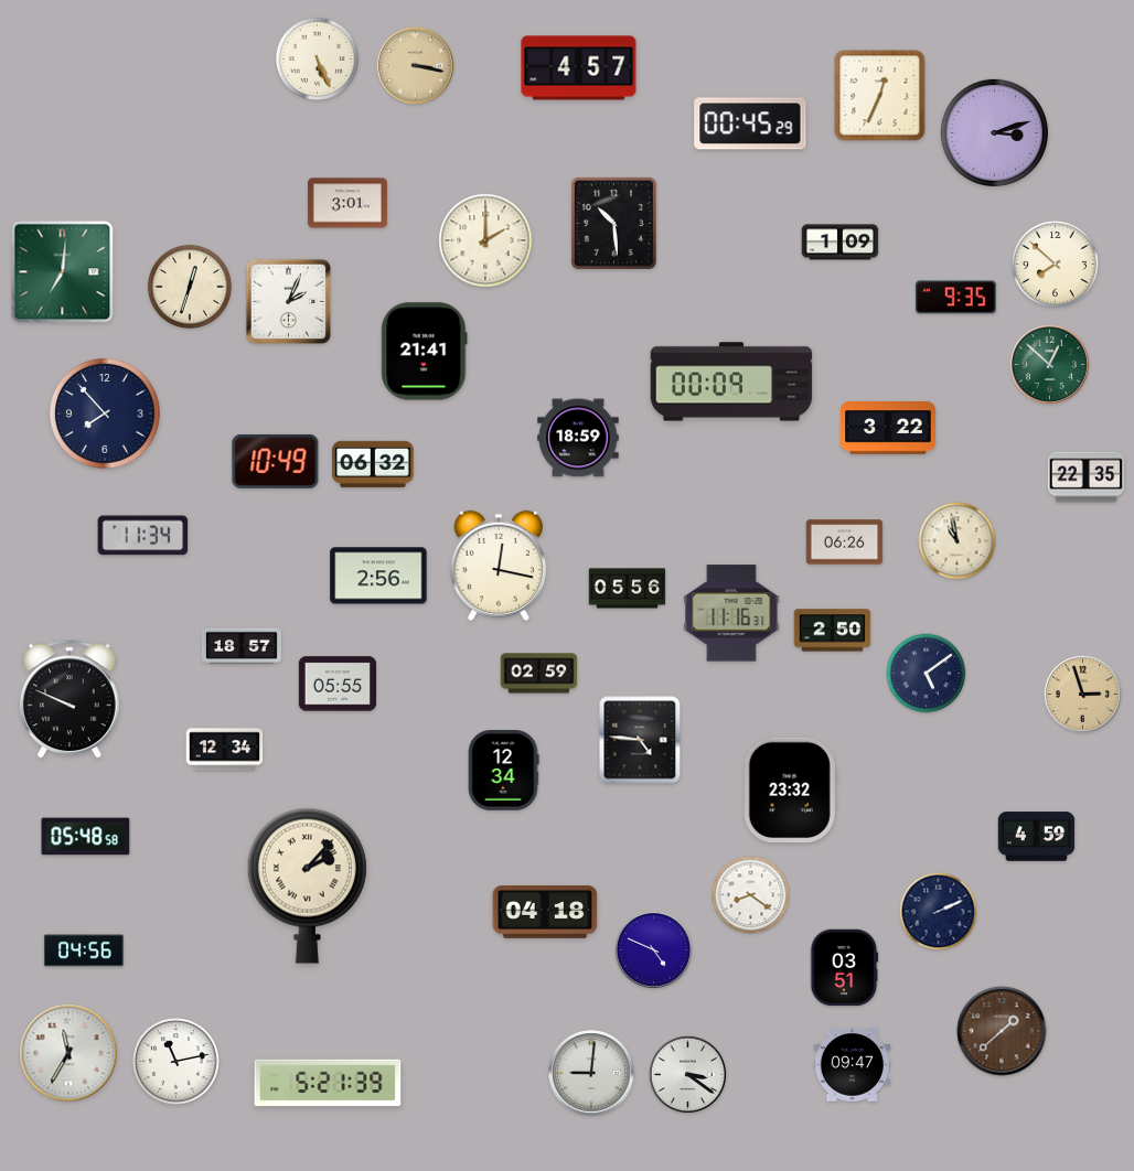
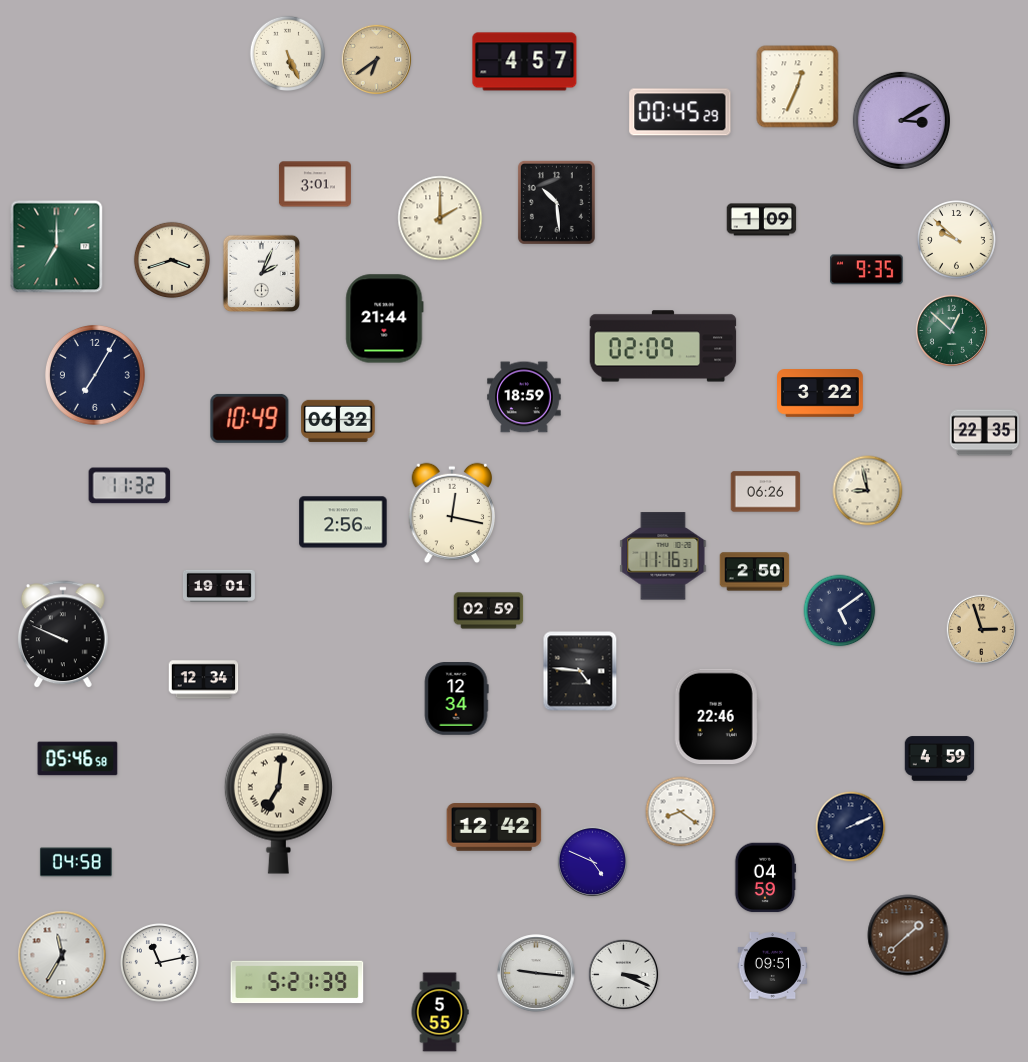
clock at (416, 66): 3:17 -> 6:39
clock at (994, 132): 3:12 -> 3:10
clock at (1056, 265): 7:52 -> 9:52
clock at (63, 272): 7:01 -> 7:00
clock at (190, 287): 12:33 -> 3:42
clock at (425, 352): 21:41 -> 21:44
clock at (731, 382): 00:09 -> 02:09
clock at (105, 413): 7:53 -> 7:05
clock at (889, 428) position: (889, 428) -> (821, 393)
clock at (143, 536): 11:34 -> 11:32
clock at (958, 541): 10:58 -> 8:58
clock at (628, 589): 05:56 -> none
clock at (242, 645): 18:57 -> 19:01
clock at (338, 684): 05:55 -> none
clock at (790, 791): 23:32 -> 22:46
clock at (86, 837): 05:48 -> 05:46
clock at (307, 885): 2:07 -> 7:01
clock at (545, 912): 04:18 -> 12:42
clock at (84, 950): 04:56 -> 04:58
clock at (844, 968): 03:51 -> 04:59
clock at (853, 1065): 09:47 -> 09:51
clock at (591, 1073): 9:01 -> 9:16
clock at (688, 1075): 3:21 -> 3:19
clock at (440, 1012): none -> 5:55
